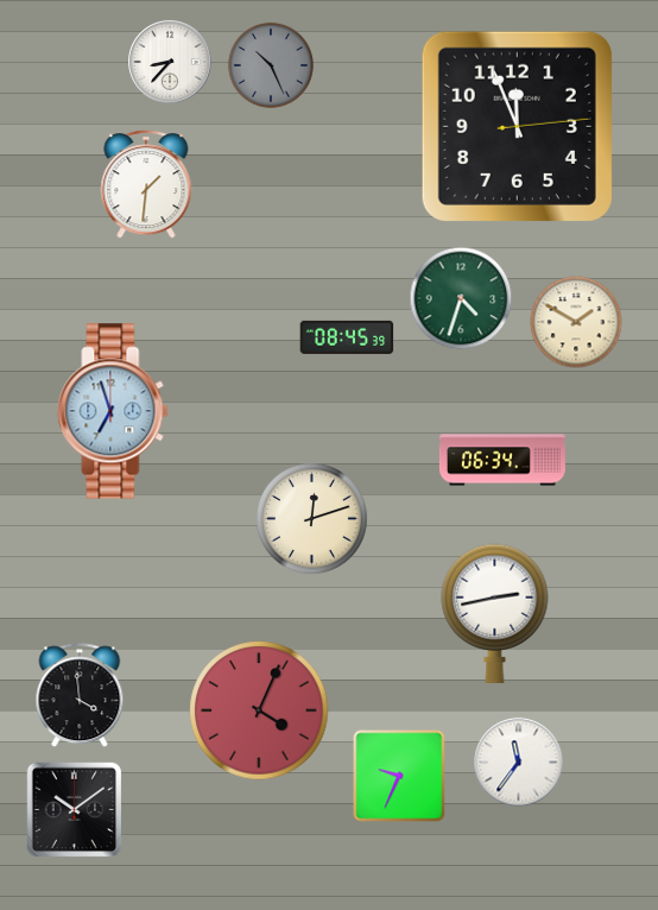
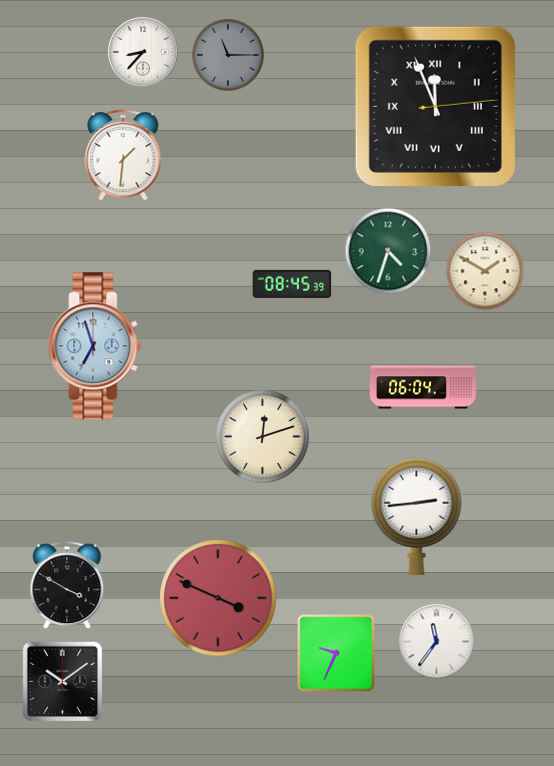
clock at (271, 65): 10:26 -> 11:15
clock at (517, 126) numerals: Arabic -> Roman
clock at (502, 460): 06:34 -> 06:04
clock at (495, 613): 2:43 -> 2:44
clock at (80, 696): 3:59 -> 3:50
clock at (259, 710): 4:04 -> 3:49
